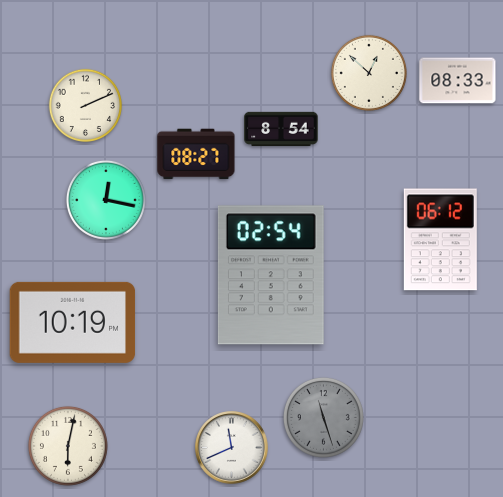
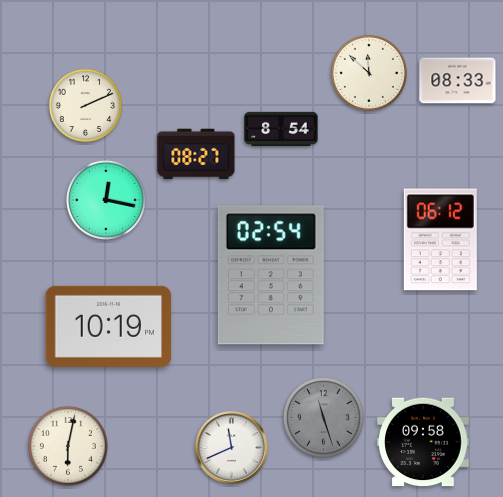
clock at (369, 73): 12:52 -> 11:52
clock at (73, 322) position: (73, 322) -> (109, 326)
clock at (423, 442): none -> 09:58
